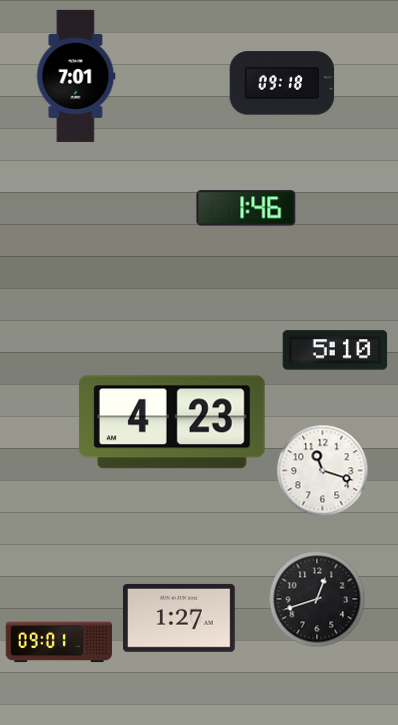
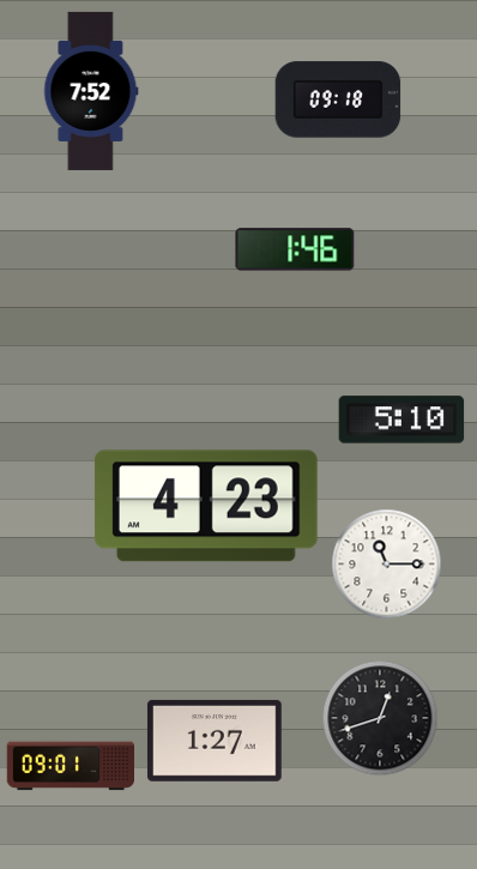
clock at (76, 76): 7:01 -> 7:52
clock at (323, 471): 11:18 -> 11:15
clock at (58, 642) position: (58, 642) -> (70, 766)
